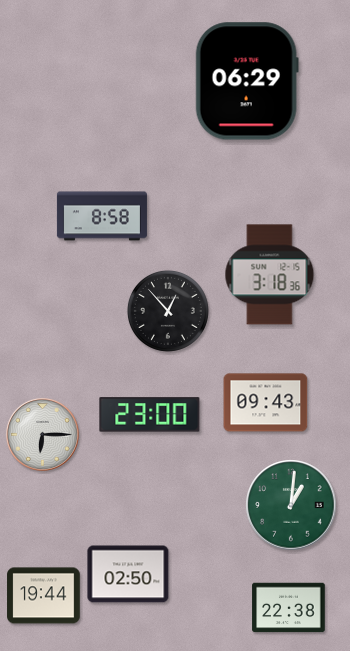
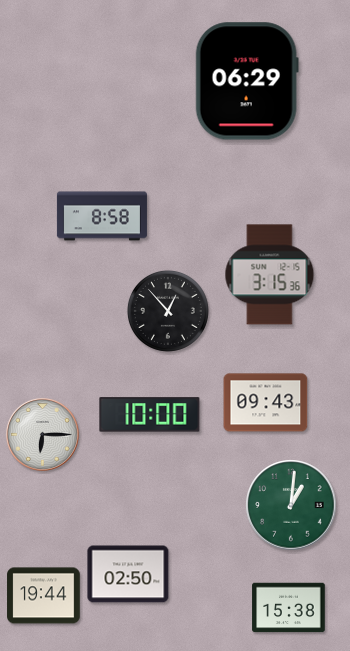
clock at (270, 275): 3:18 -> 3:15
clock at (150, 415): 23:00 -> 10:00
clock at (289, 608): 22:38 -> 15:38
